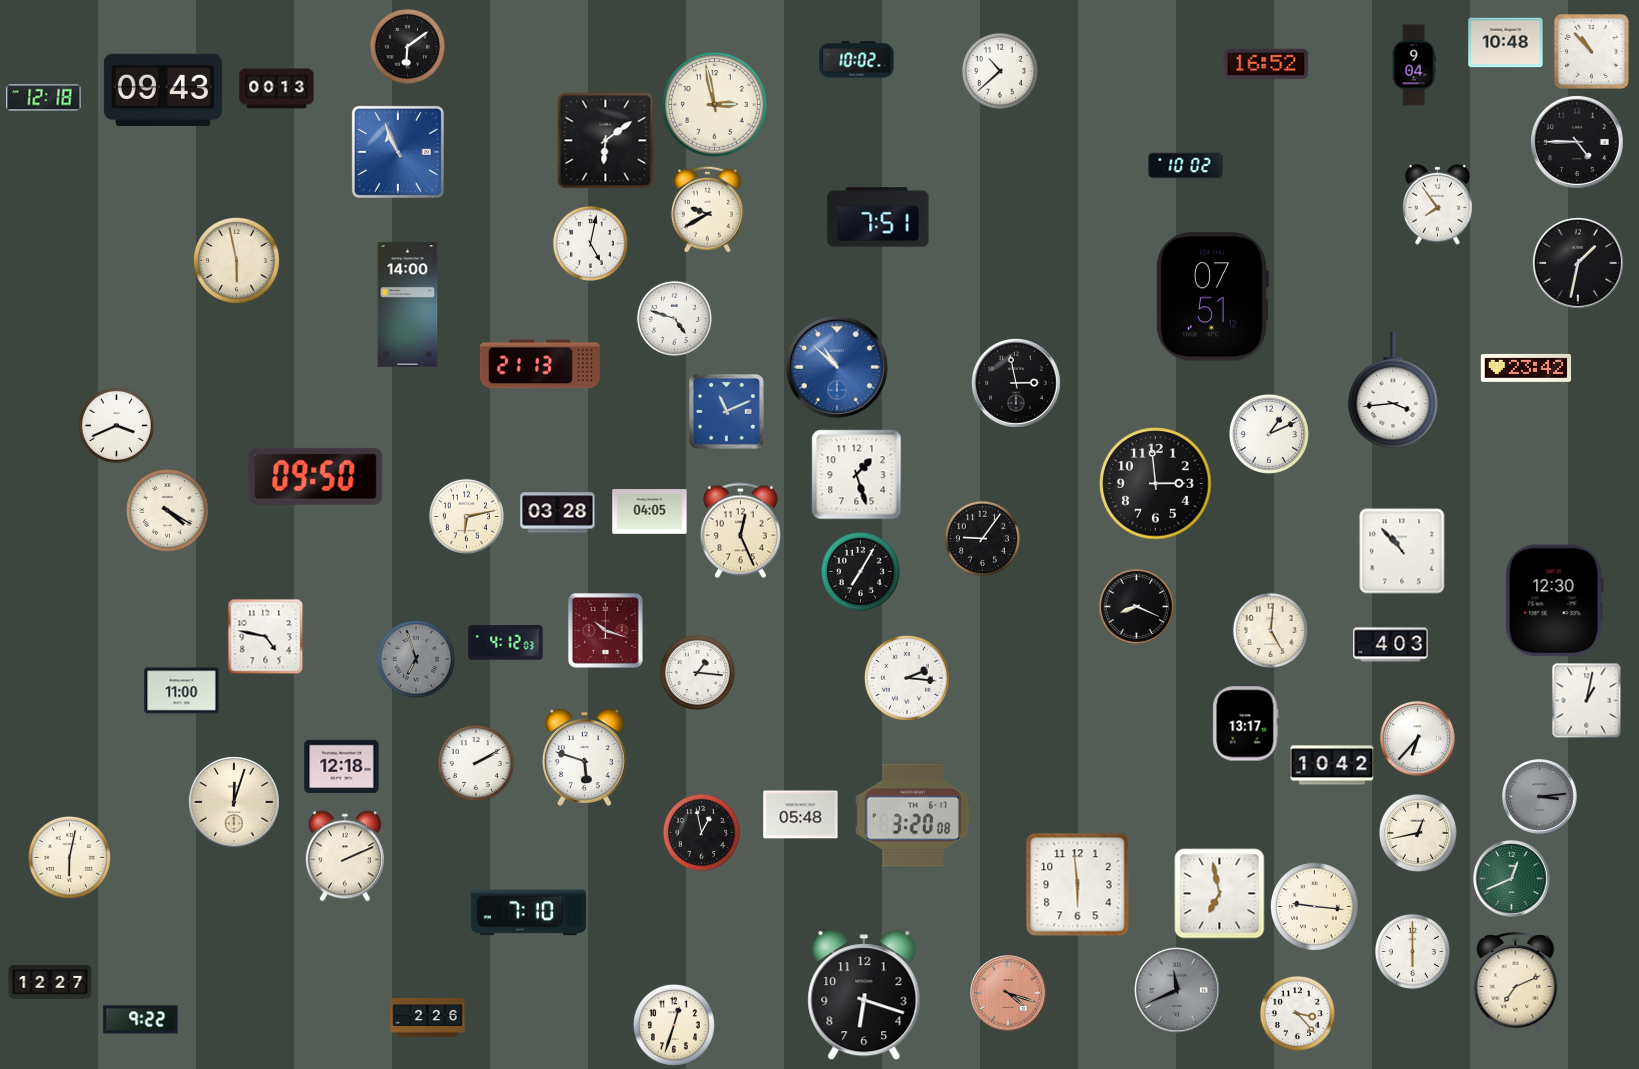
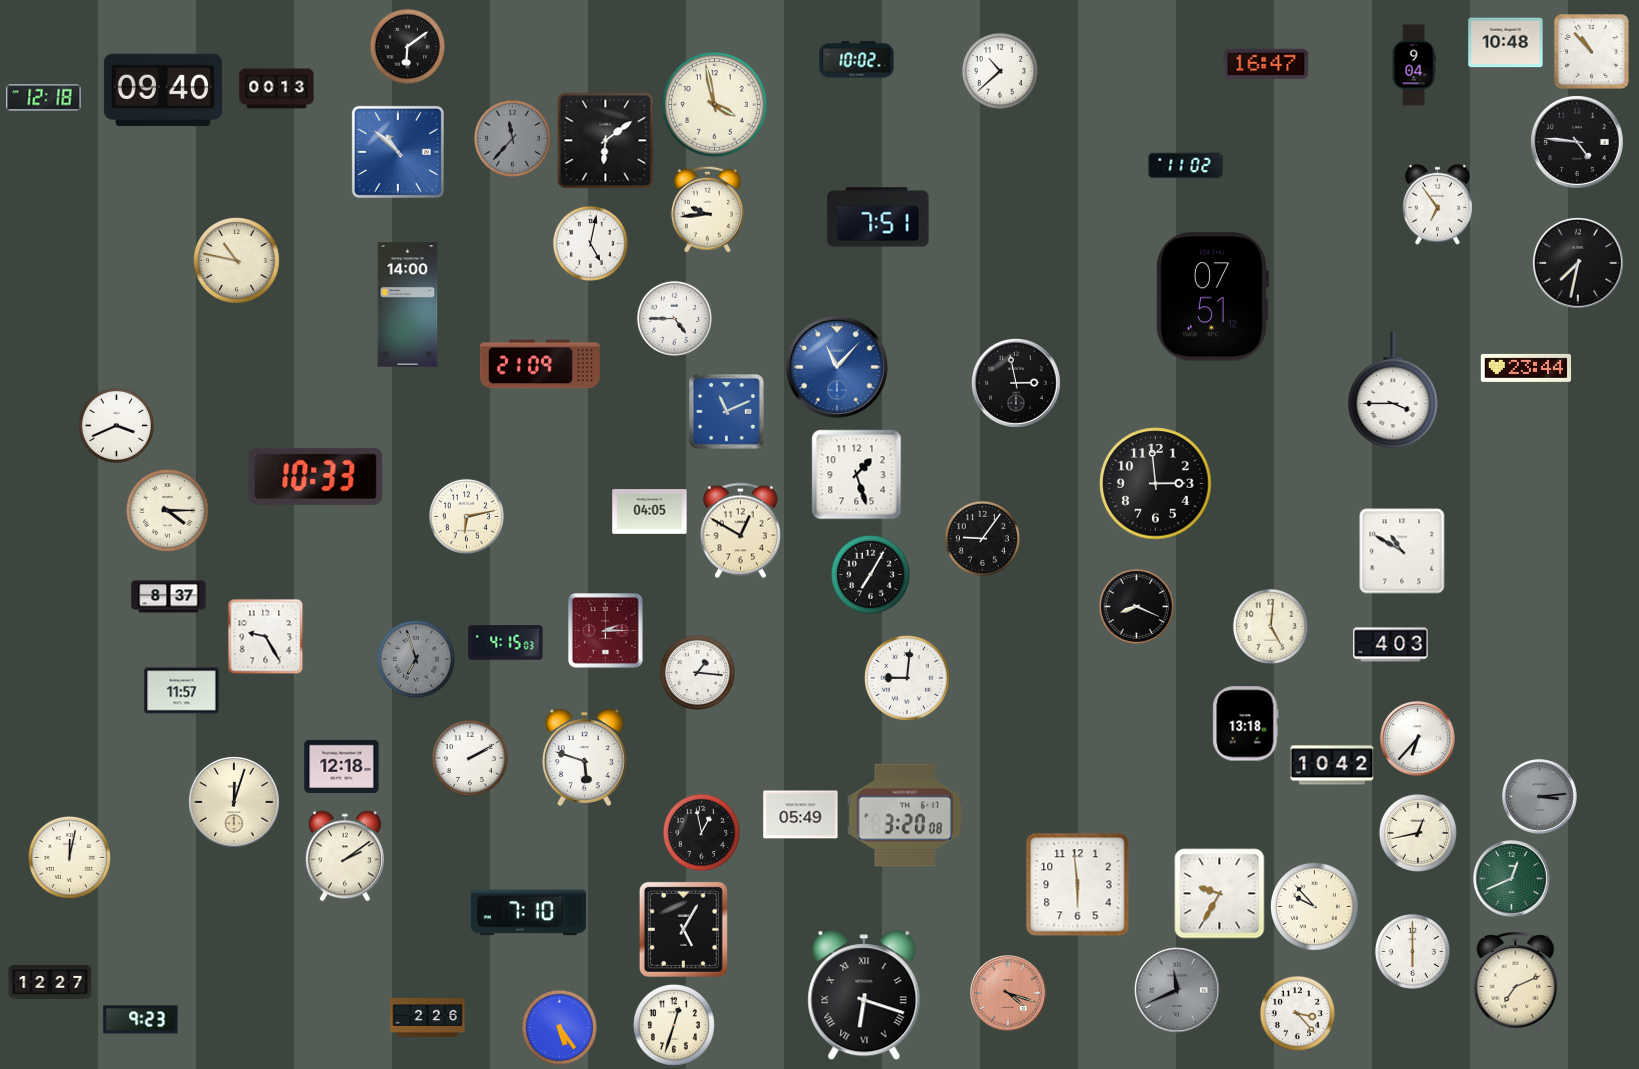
clock at (1266, 64): 16:52 -> 16:47
clock at (163, 90): 09:43 -> 09:40
clock at (715, 105): 2:58 -> 3:58
clock at (512, 138): none -> 11:37
clock at (1577, 142): 4:45 -> 4:46
clock at (398, 152): 10:56 -> 10:52
clock at (1186, 166): 10:02 -> 11:02
clock at (1438, 204): 7:54 -> 6:54
clock at (707, 209): 9:40 -> 9:44
clock at (236, 260): 5:58 -> 10:47
clock at (1578, 263): 1:32 -> 7:32
clock at (674, 318): 4:48 -> 4:45
clock at (540, 364): 21:13 -> 21:09
clock at (837, 367): 10:52 -> 11:07
clock at (1526, 368): 23:42 -> 23:44
clock at (1393, 390): 3:44 -> 3:45
clock at (1269, 434): 1:11 -> none
clock at (316, 476): 09:50 -> 10:33
clock at (167, 510): 4:20 -> 4:15
clock at (558, 513): 03:28 -> none
clock at (740, 531): 12:26 -> 12:50
clock at (1402, 551): 10:53 -> 10:50
clock at (860, 571) position: (860, 571) -> (870, 574)
clock at (169, 597): none -> 8:37
clock at (1554, 601): 12:30 -> none
clock at (1270, 630) position: (1270, 630) -> (1270, 626)
clock at (606, 631): 10:18 -> 2:15
clock at (266, 637): 4:47 -> 9:25
clock at (506, 643): 4:12 -> 4:15
clock at (907, 678): 2:16 -> 9:01
clock at (182, 691): 11:00 -> 11:57
clock at (1587, 701): 1:02 -> none
clock at (1246, 724): 13:17 -> 13:18
clock at (476, 763) position: (476, 763) -> (470, 758)
clock at (801, 815): 05:48 -> 05:49
clock at (913, 815) position: (913, 815) -> (905, 815)
clock at (345, 856): 2:11 -> 2:09
clock at (69, 857): 6:02 -> 12:02
clock at (1220, 894): 6:58 -> 9:35
clock at (1314, 906): 9:16 -> 9:53
clock at (683, 929): none -> 5:05
clock at (864, 996) numerals: Arabic -> Roman
clock at (141, 1020): 9:22 -> 9:23
clock at (559, 1027): none -> 5:24
